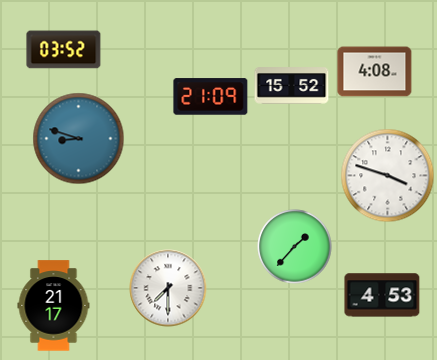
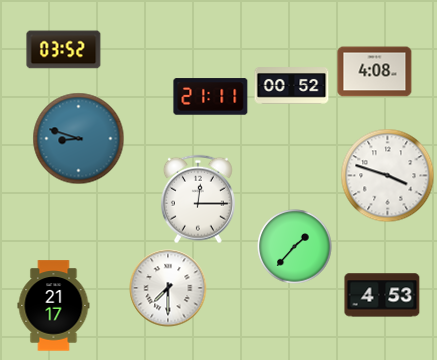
clock at (292, 86): 15:52 -> 00:52
clock at (211, 97): 21:09 -> 21:11
clock at (198, 199): none -> 12:15
